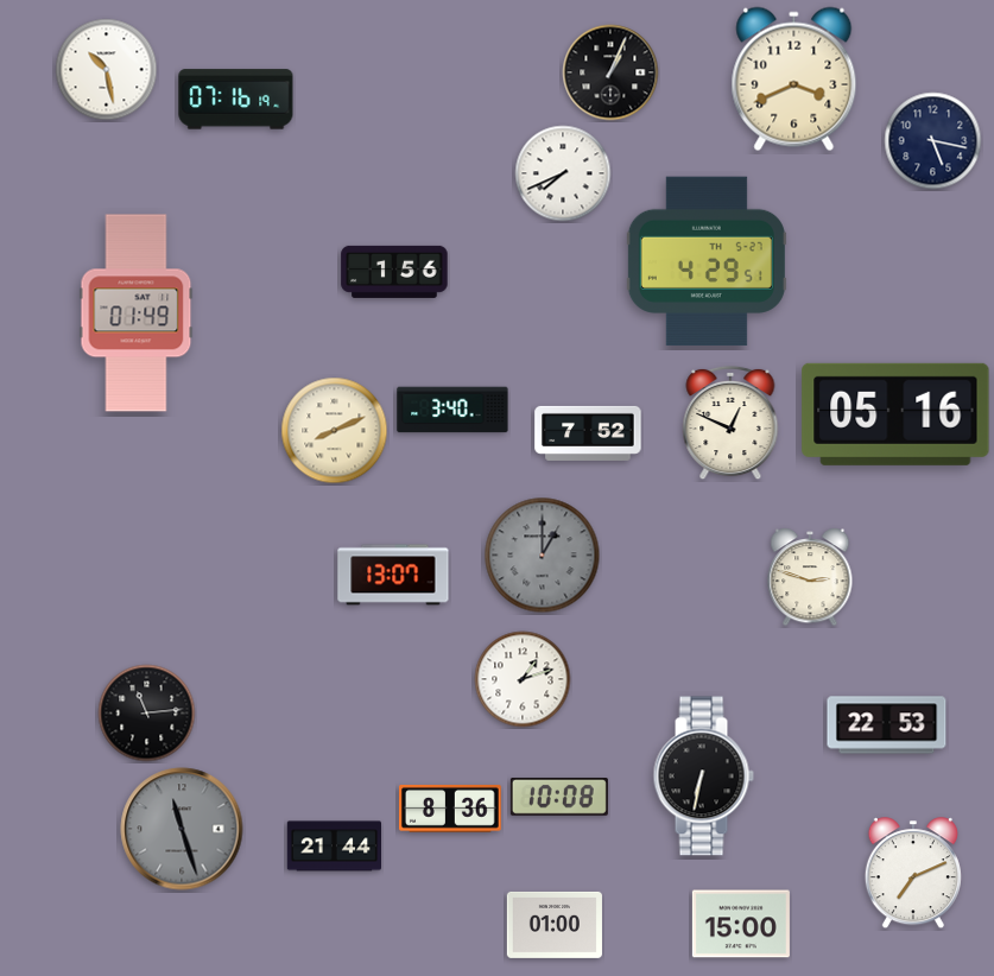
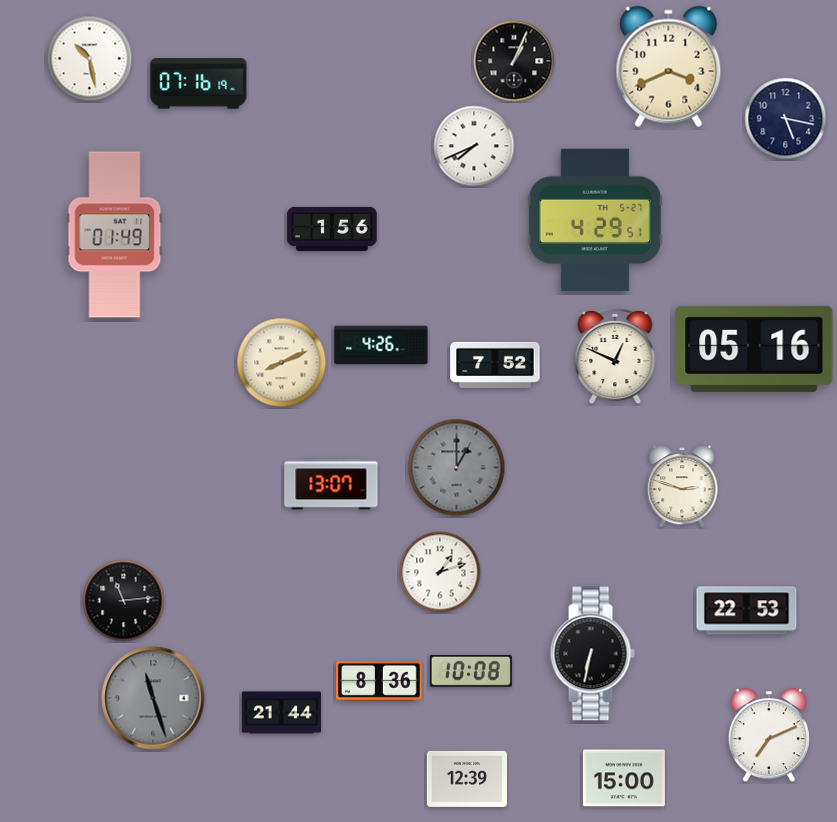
clock at (137, 313) position: (137, 313) -> (115, 235)
clock at (452, 410): 3:40 -> 4:26
clock at (555, 925): 01:00 -> 12:39
